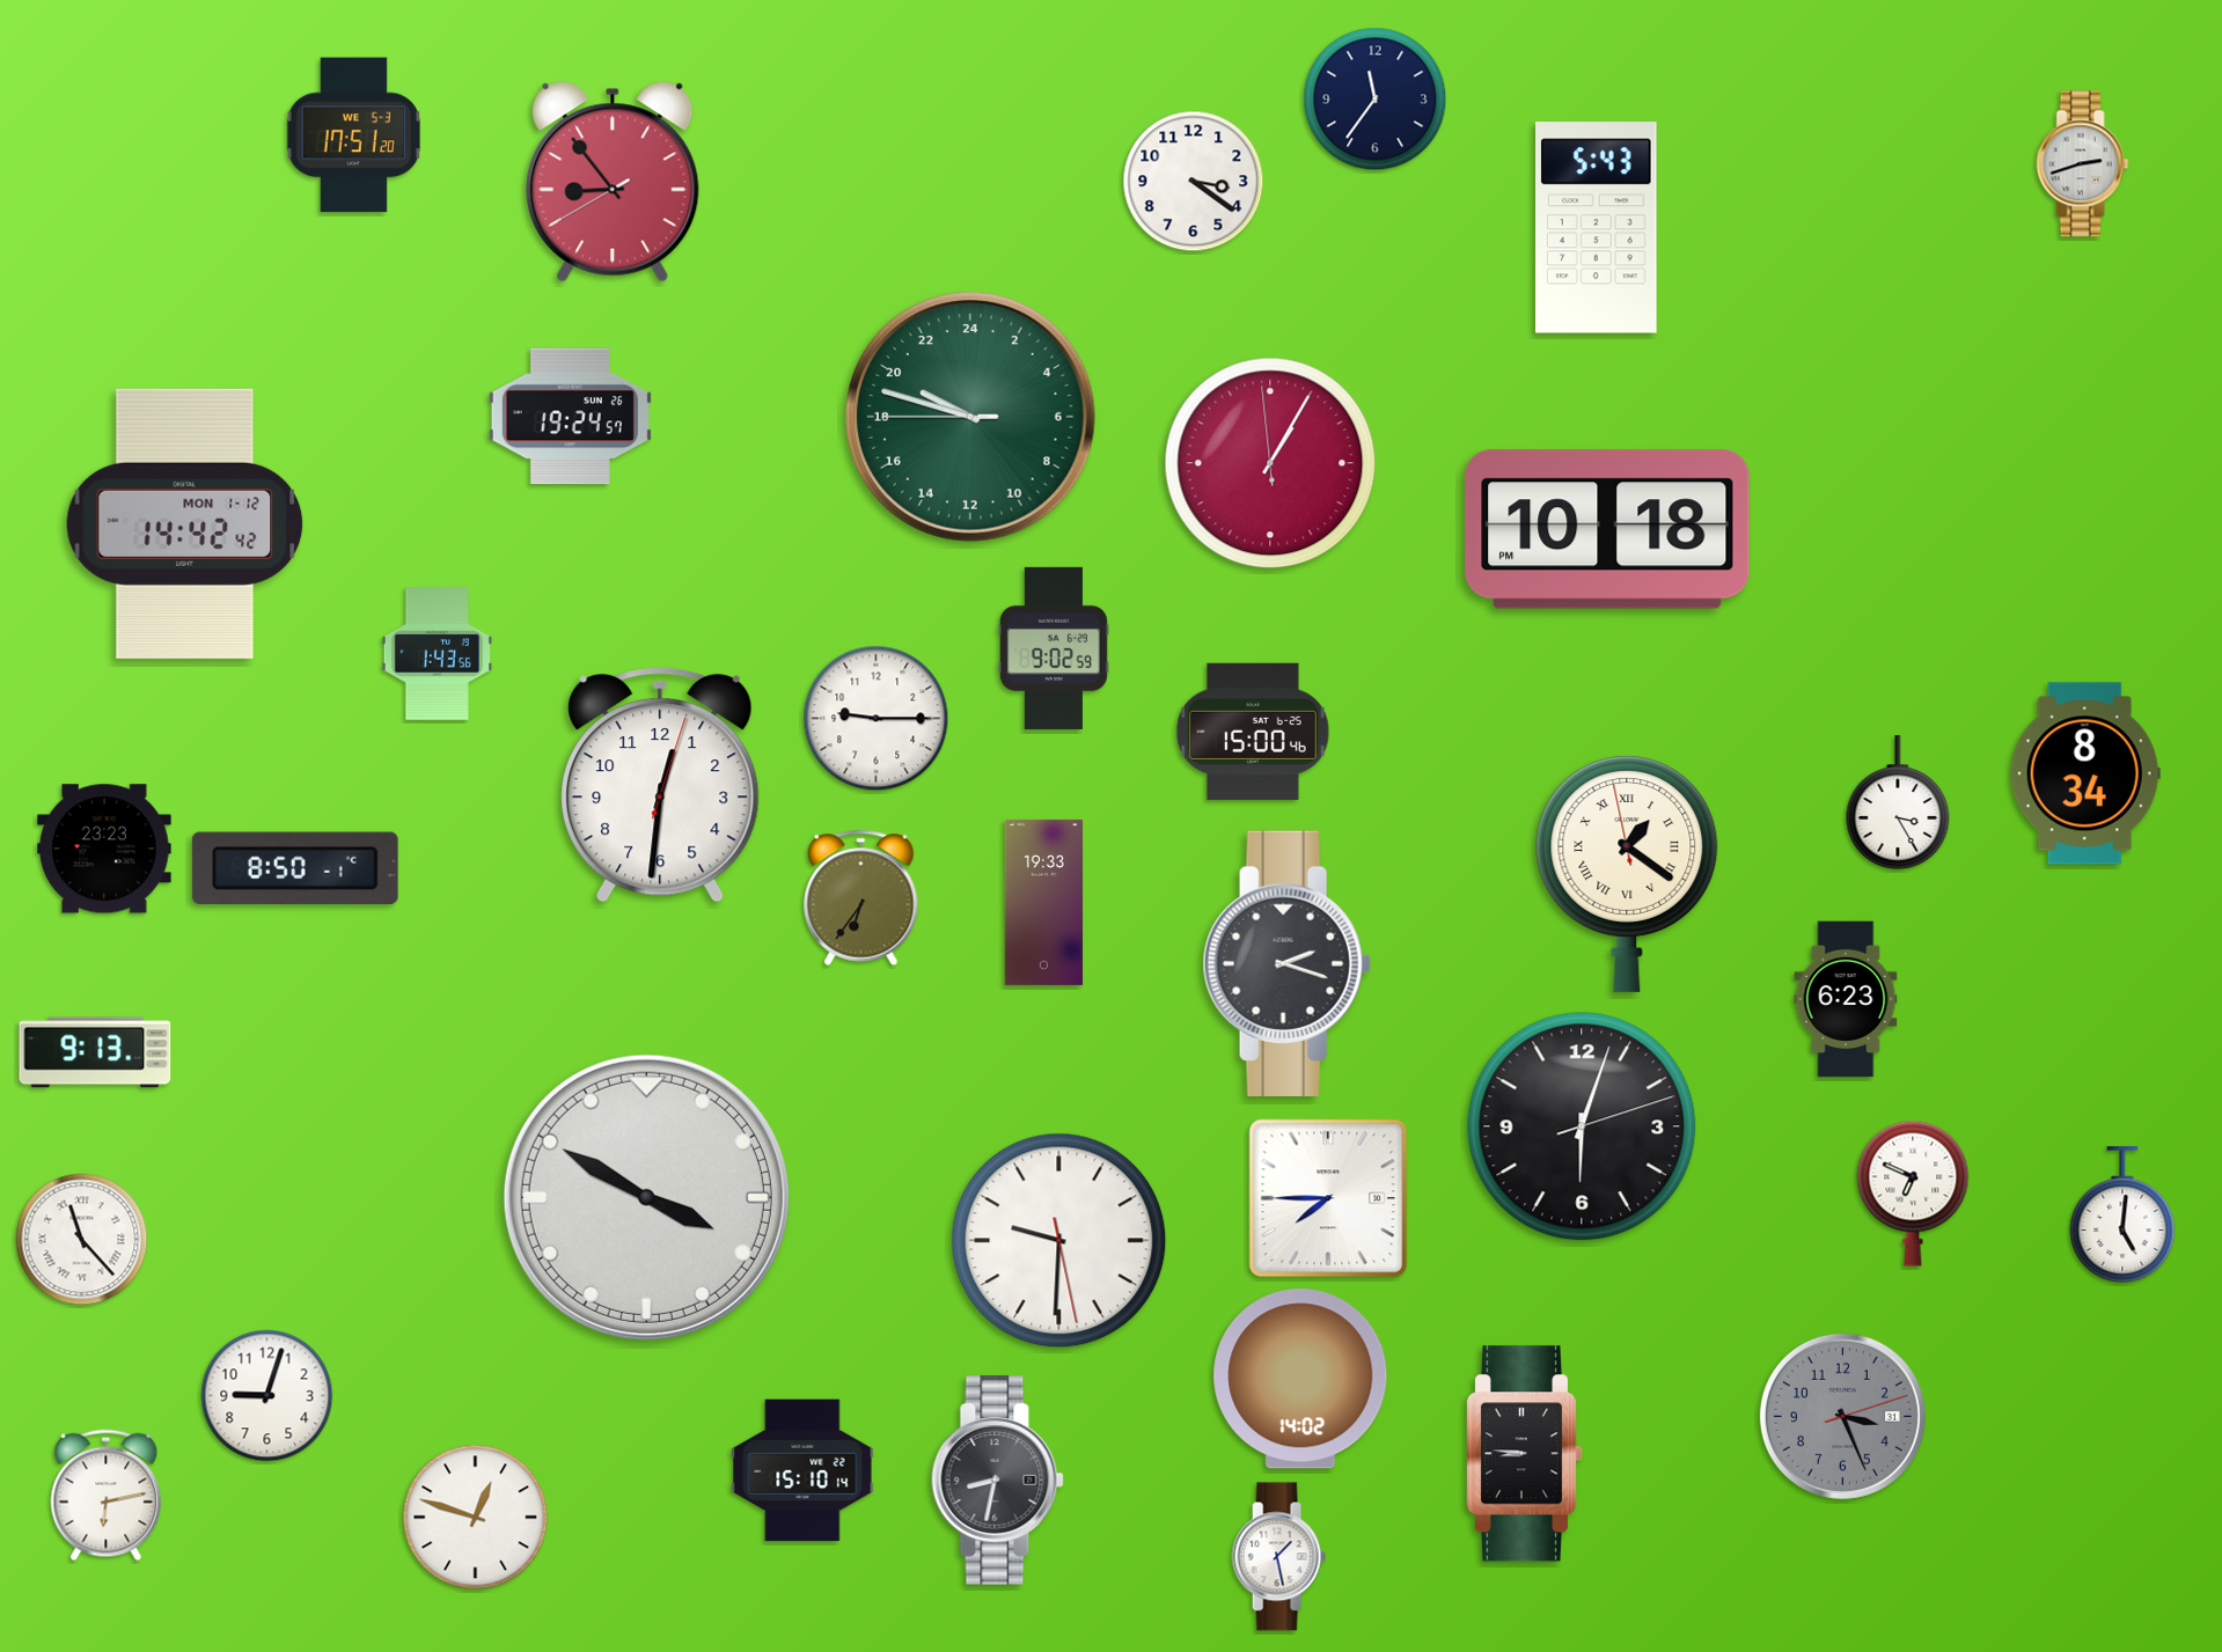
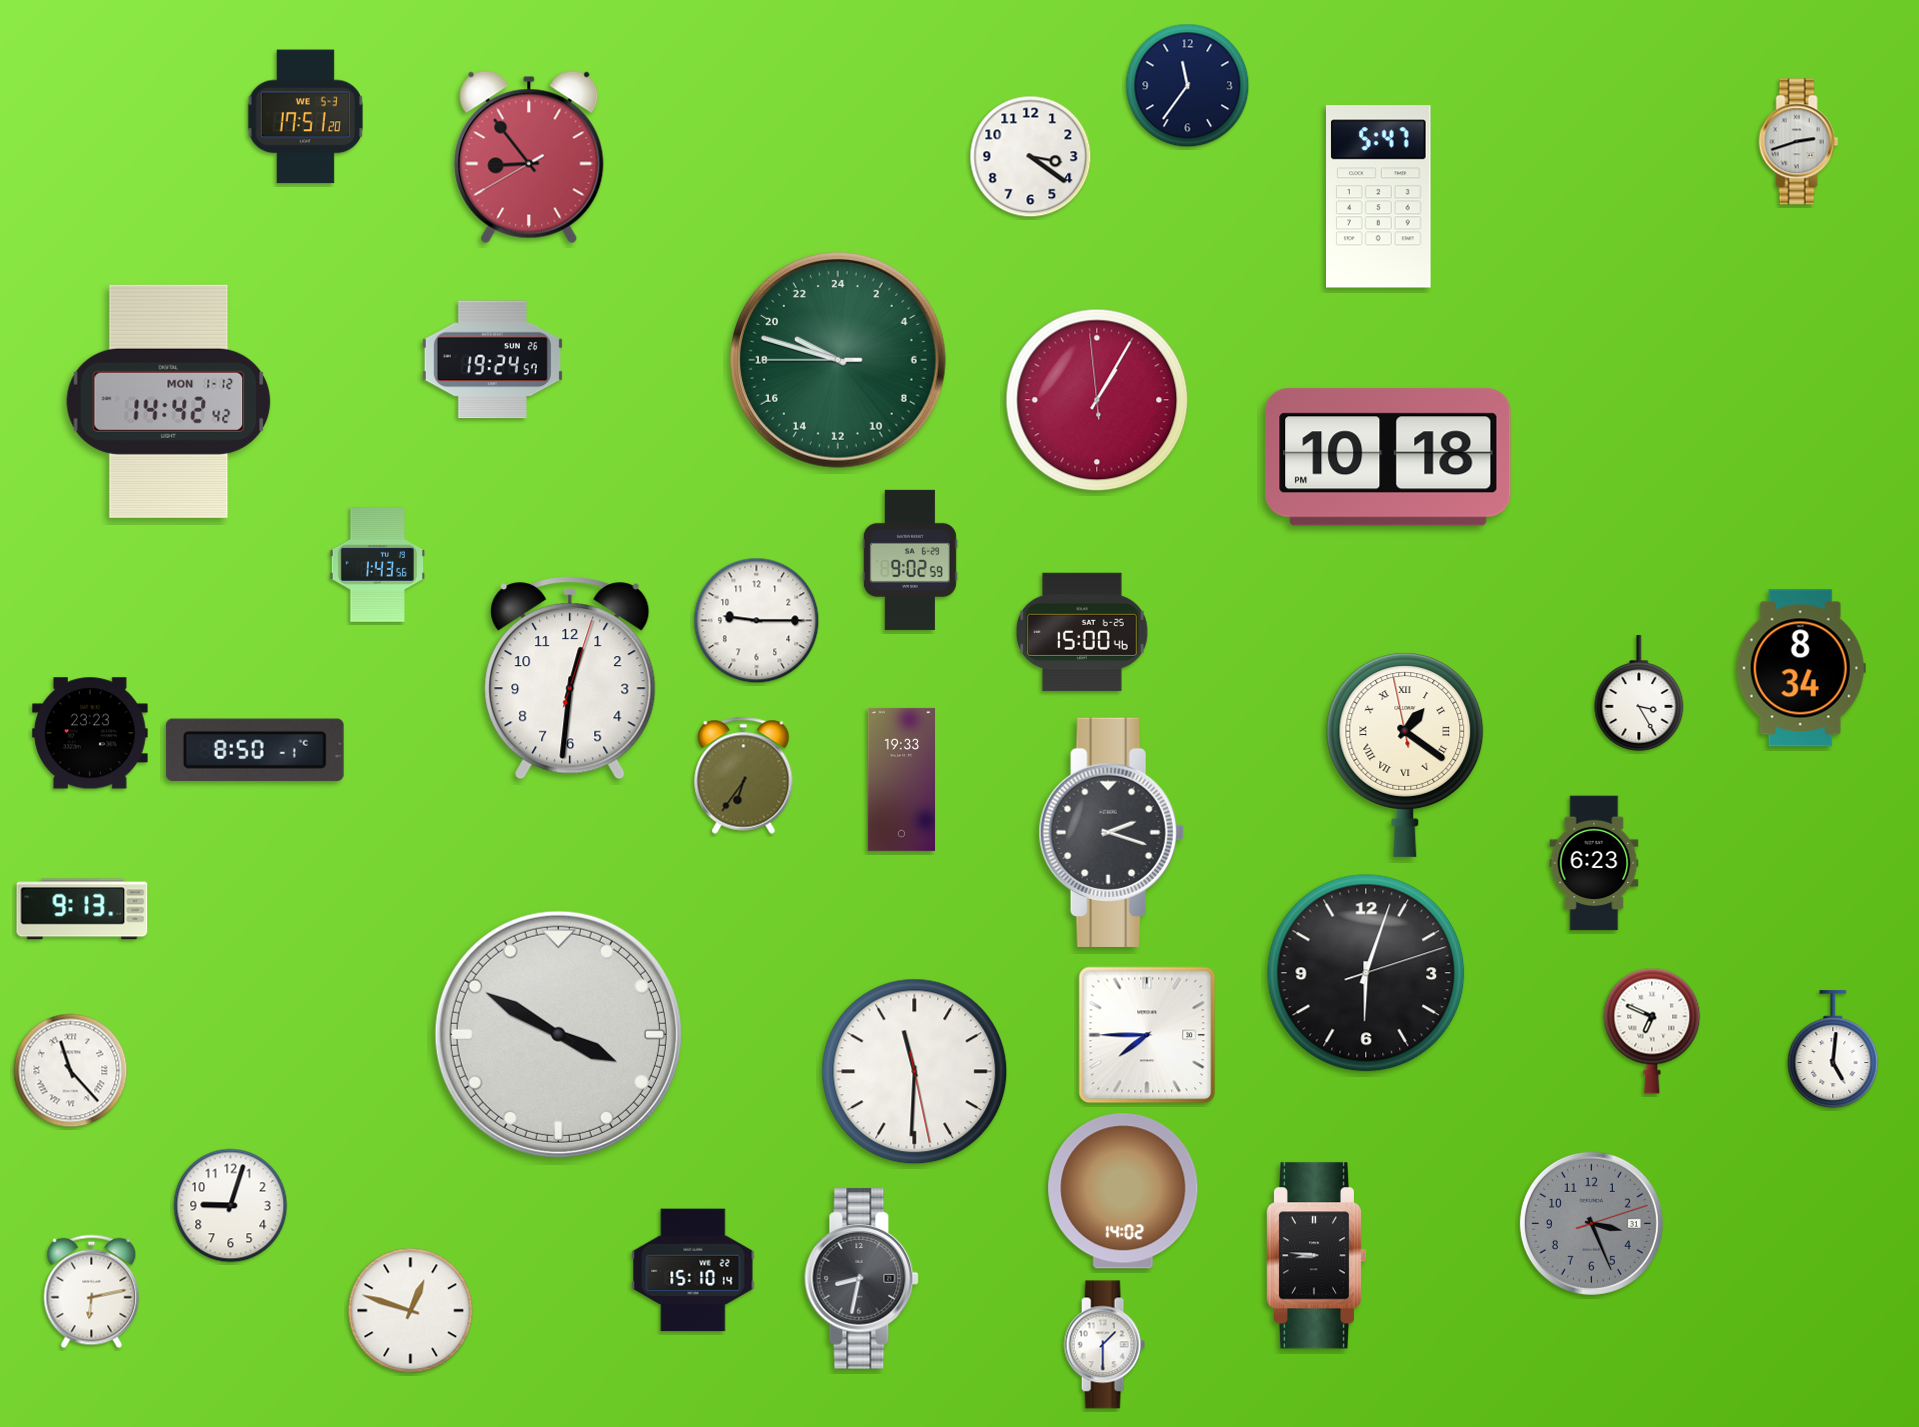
clock at (1597, 228): 5:43 -> 5:47
clock at (185, 523) position: (185, 523) -> (169, 401)
clock at (1059, 1241): 9:30 -> 11:30
clock at (1278, 1557): 1:28 -> 1:30
